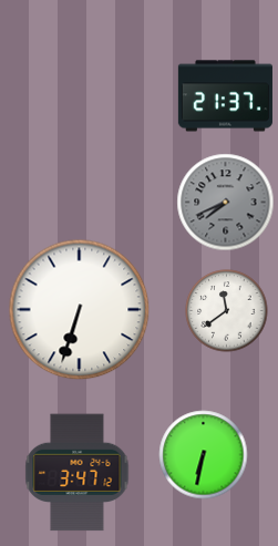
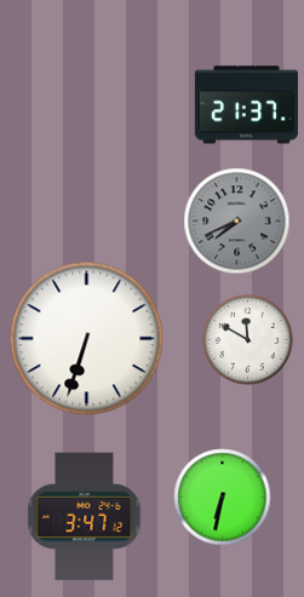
clock at (226, 203) position: (226, 203) -> (237, 222)
clock at (227, 311): 11:39 -> 11:50
